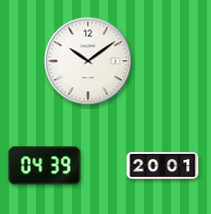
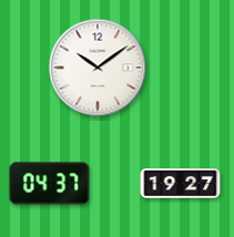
clock at (45, 166): 04:39 -> 04:37
clock at (163, 166): 20:01 -> 19:27
